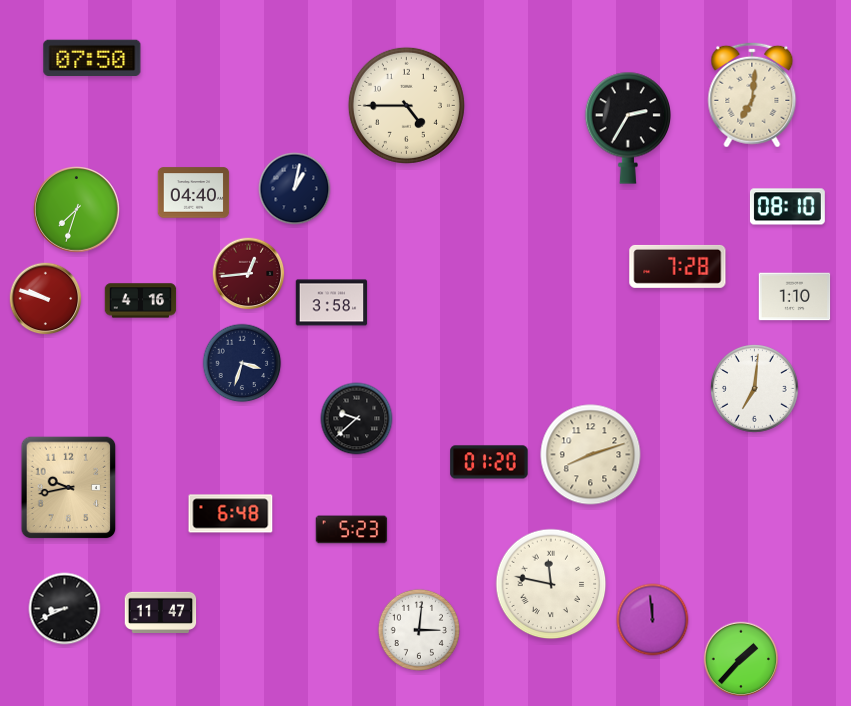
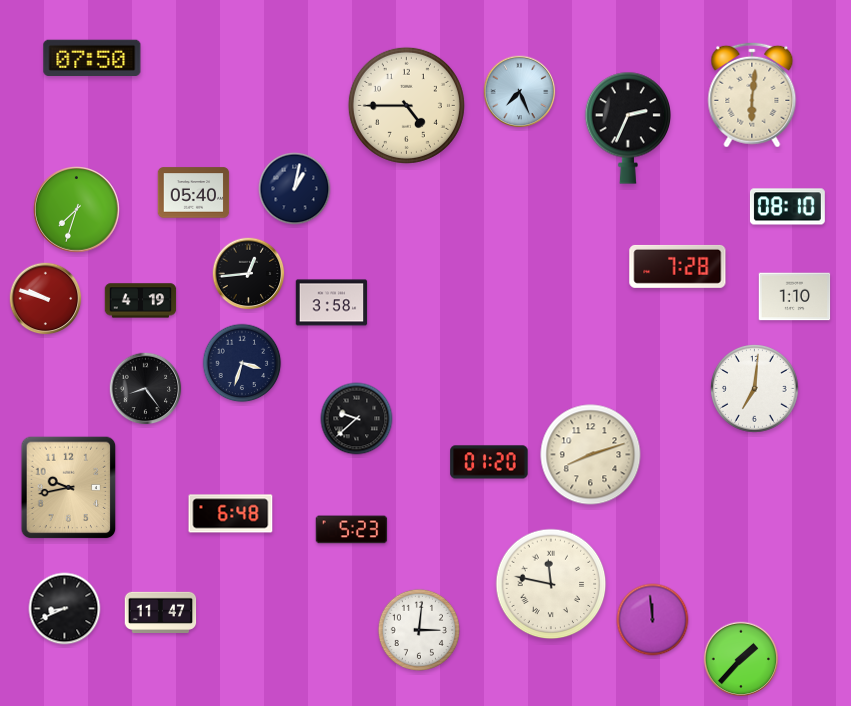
clock at (520, 92): none -> 7:26
clock at (752, 95): 7:01 -> 6:01
clock at (627, 128): 2:35 -> 2:34
clock at (194, 193): 04:40 -> 05:40
clock at (249, 274) dial: burgundy -> black
clock at (141, 301): 4:16 -> 4:19
clock at (146, 389): none -> 8:24
